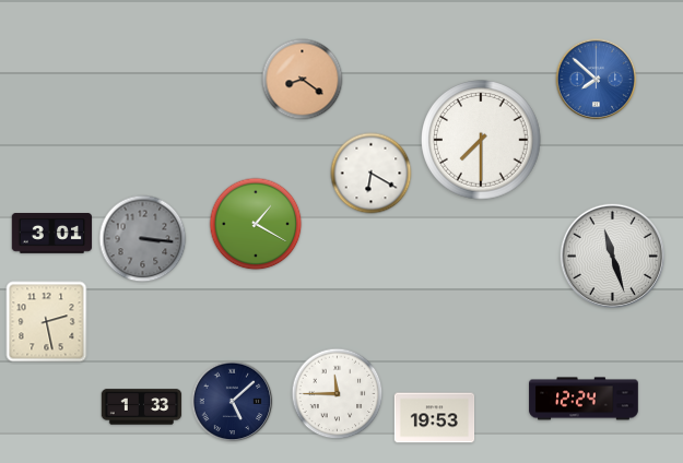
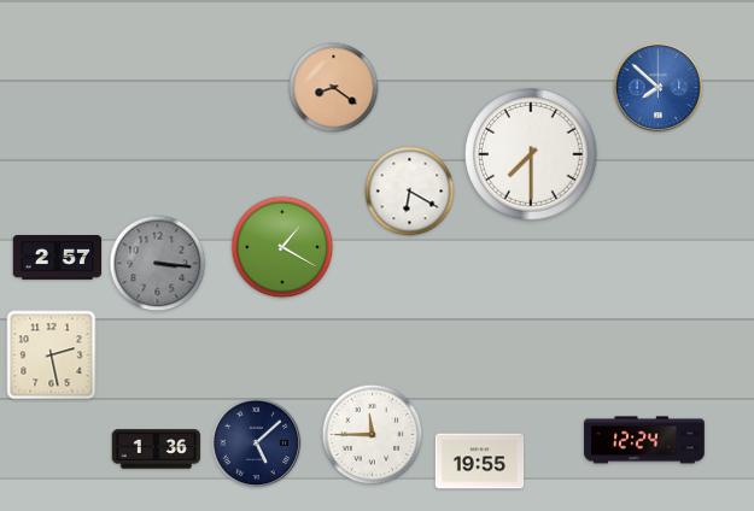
clock at (52, 234): 3:01 -> 2:57
clock at (612, 256): 11:27 -> none
clock at (142, 407): 1:33 -> 1:36
clock at (435, 418): 19:53 -> 19:55
